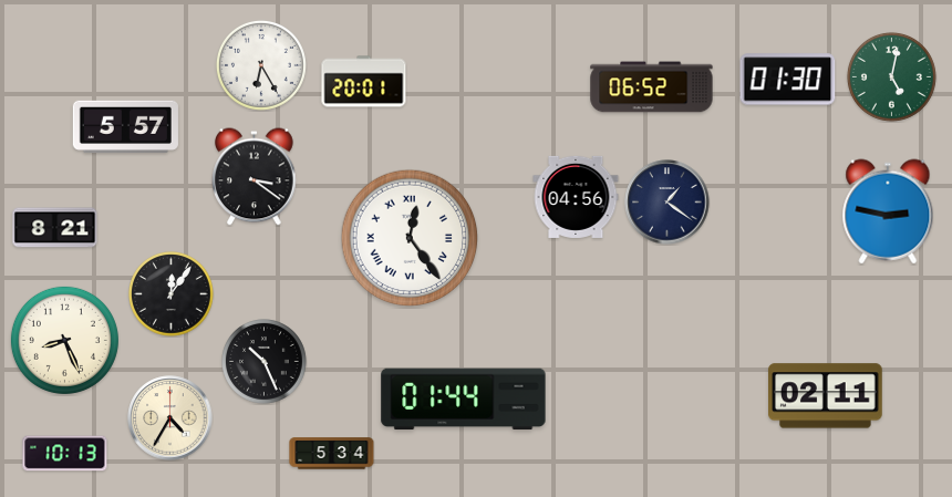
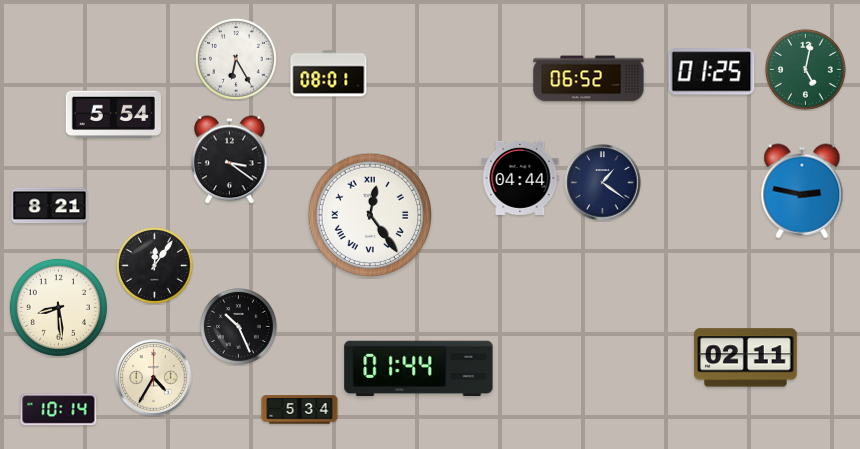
clock at (788, 80): 01:30 -> 01:25
clock at (364, 82): 20:01 -> 08:01
clock at (125, 126): 5:57 -> 5:54
clock at (576, 197): 04:56 -> 04:44
clock at (64, 340): 8:26 -> 8:29
clock at (464, 400) position: (464, 400) -> (419, 369)
clock at (65, 454): 10:13 -> 10:14
